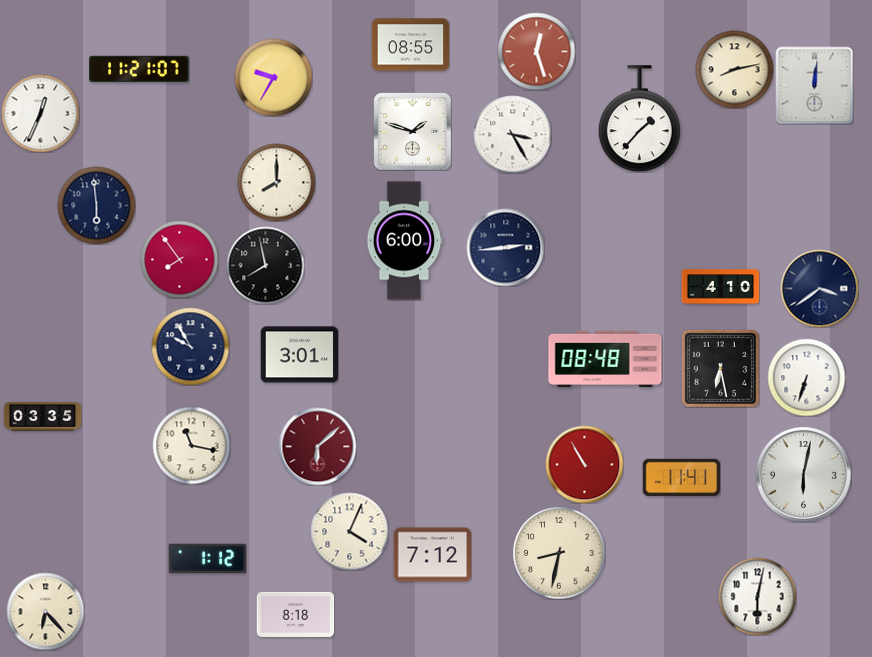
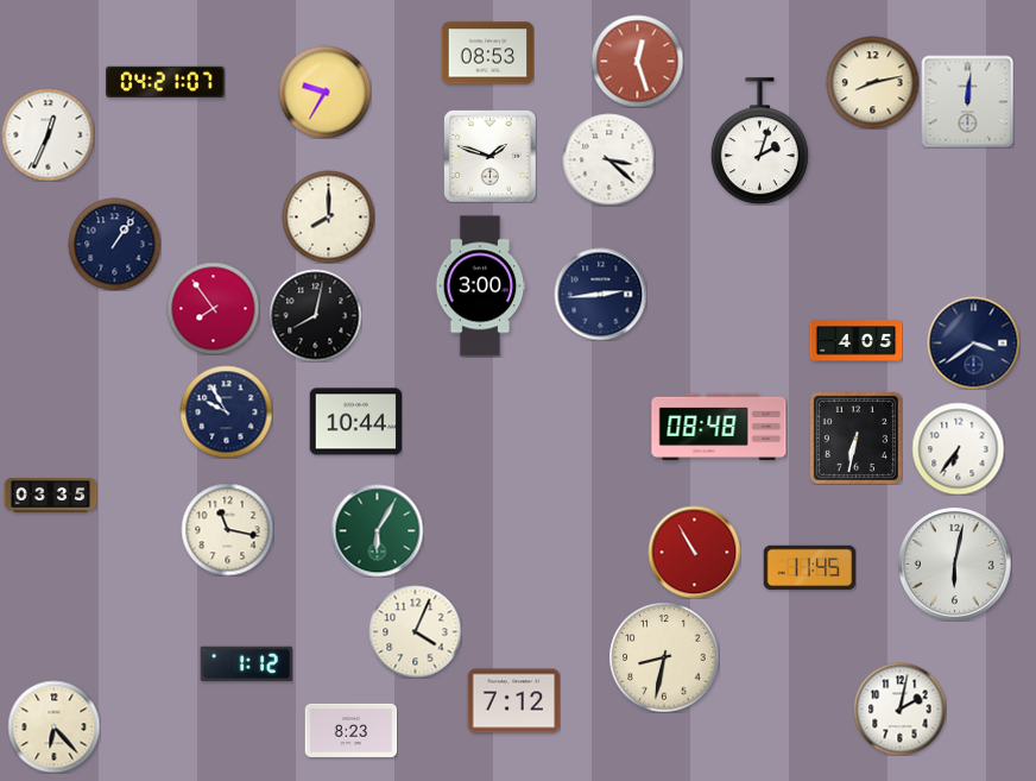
clock at (410, 45): 08:55 -> 08:53
clock at (139, 69): 11:21 -> 04:21
clock at (639, 119): 1:37 -> 2:03
clock at (512, 134): 3:25 -> 3:22
clock at (96, 205): 5:59 -> 1:06
clock at (404, 241): 6:00 -> 3:00
clock at (265, 265): 7:58 -> 8:02
clock at (720, 287): 4:10 -> 4:05
clock at (299, 355): 3:01 -> 10:44
clock at (720, 368): 6:28 -> 6:32
clock at (806, 377): 6:33 -> 6:36
clock at (317, 446): 6:08 -> 6:05
clock at (317, 446) dial: burgundy -> green
clock at (681, 477): 11:41 -> 11:45
clock at (432, 555) position: (432, 555) -> (513, 701)
clock at (757, 596): 6:02 -> 2:02
clock at (295, 614): 8:18 -> 8:23
